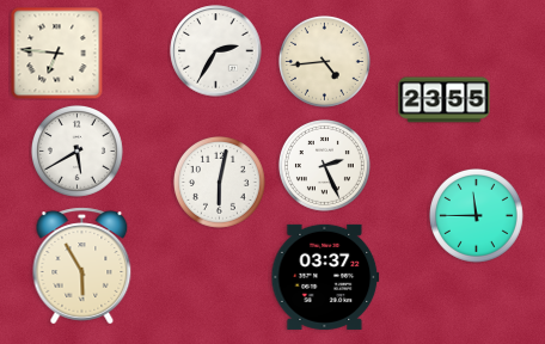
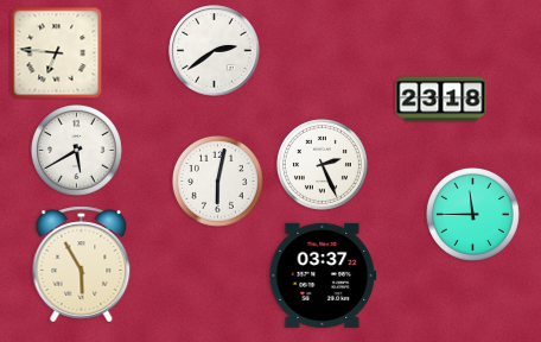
clock at (216, 51): 2:35 -> 2:39
clock at (324, 61): 4:44 -> none
clock at (445, 100): 23:55 -> 23:18
